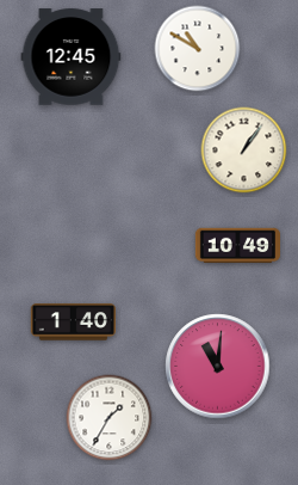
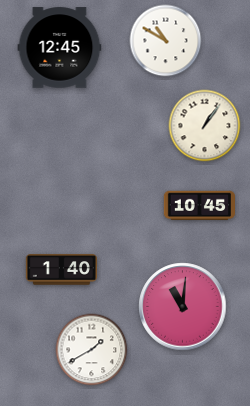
clock at (238, 246): 10:49 -> 10:45
clock at (110, 418): 1:35 -> 1:40
